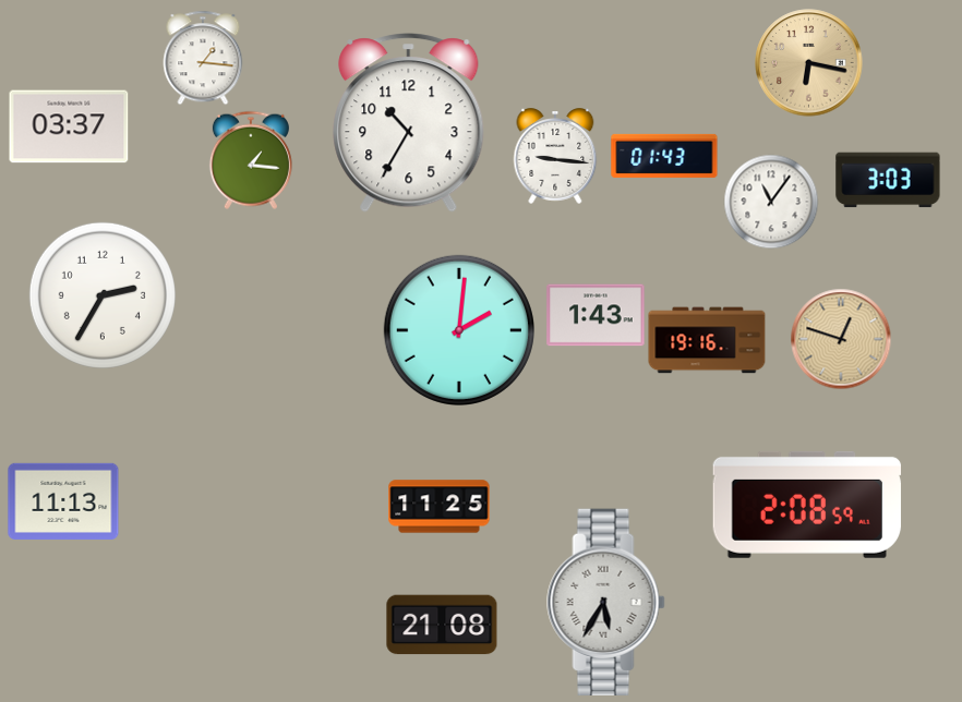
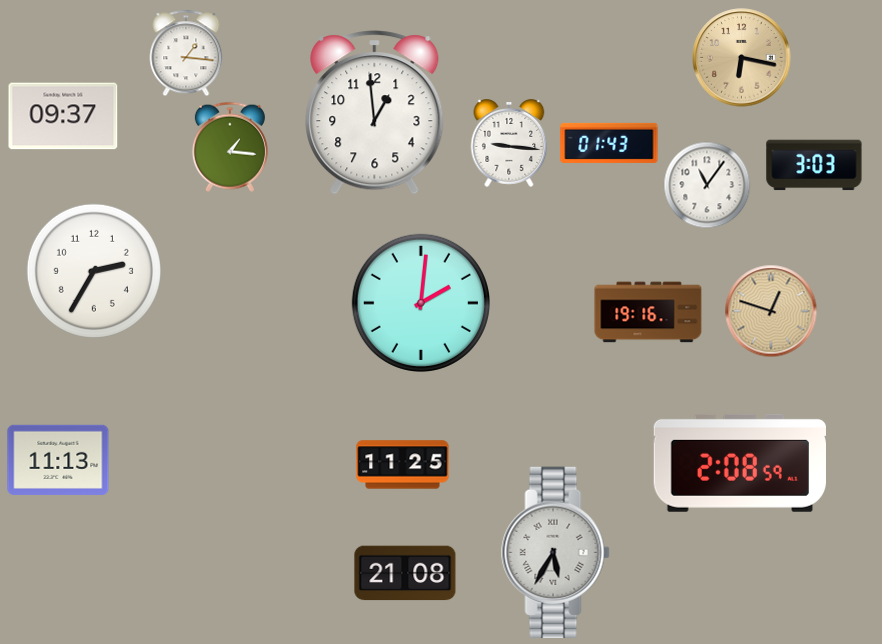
clock at (409, 123): 10:35 -> 12:59
clock at (69, 126): 03:37 -> 09:37
clock at (596, 315): 1:43 -> none
